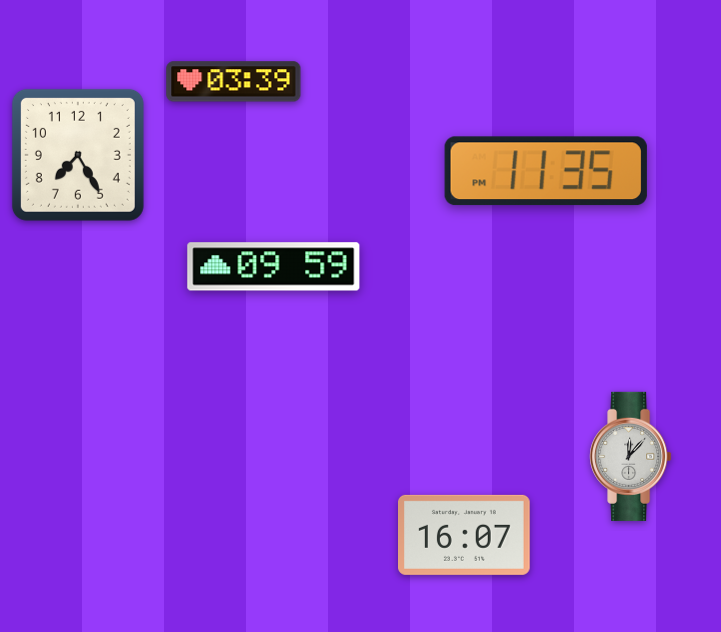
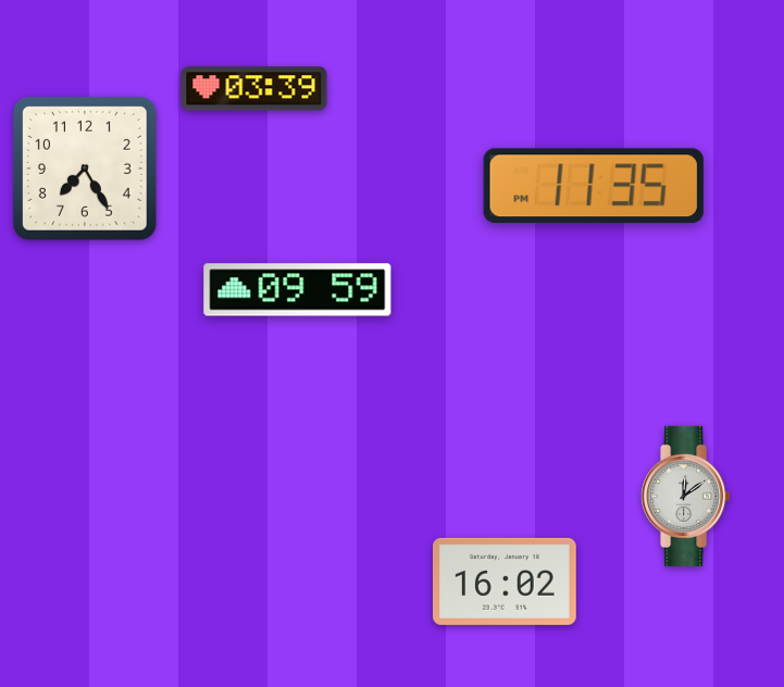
clock at (631, 456): 12:07 -> 12:09
clock at (465, 535): 16:07 -> 16:02
